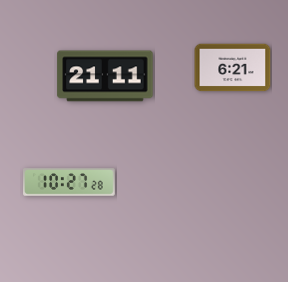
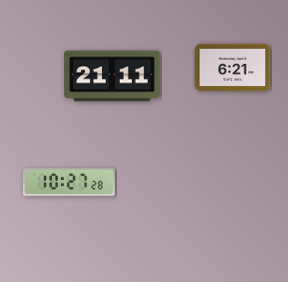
clock at (105, 76) position: (105, 76) -> (112, 76)
